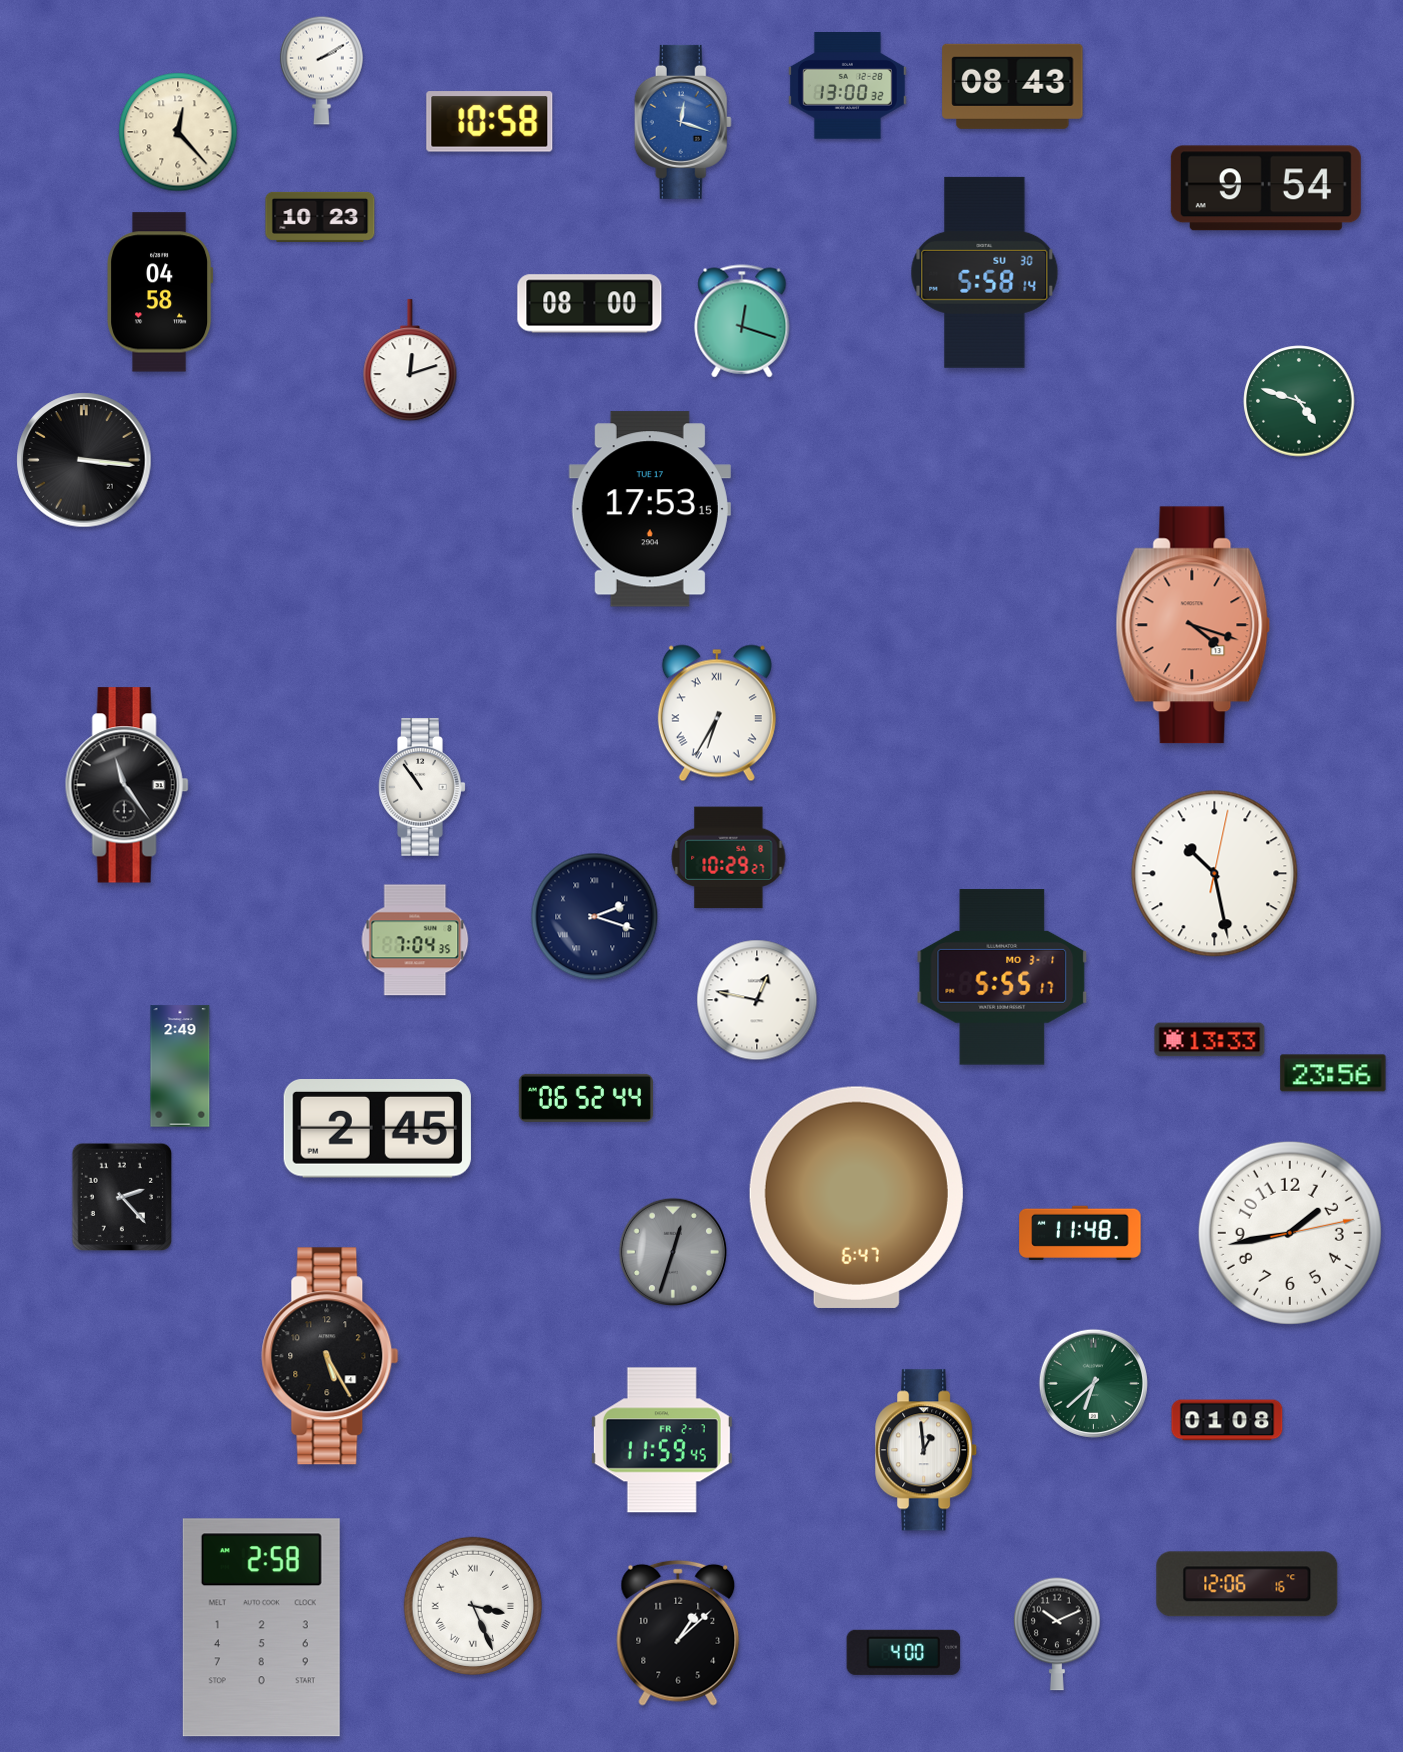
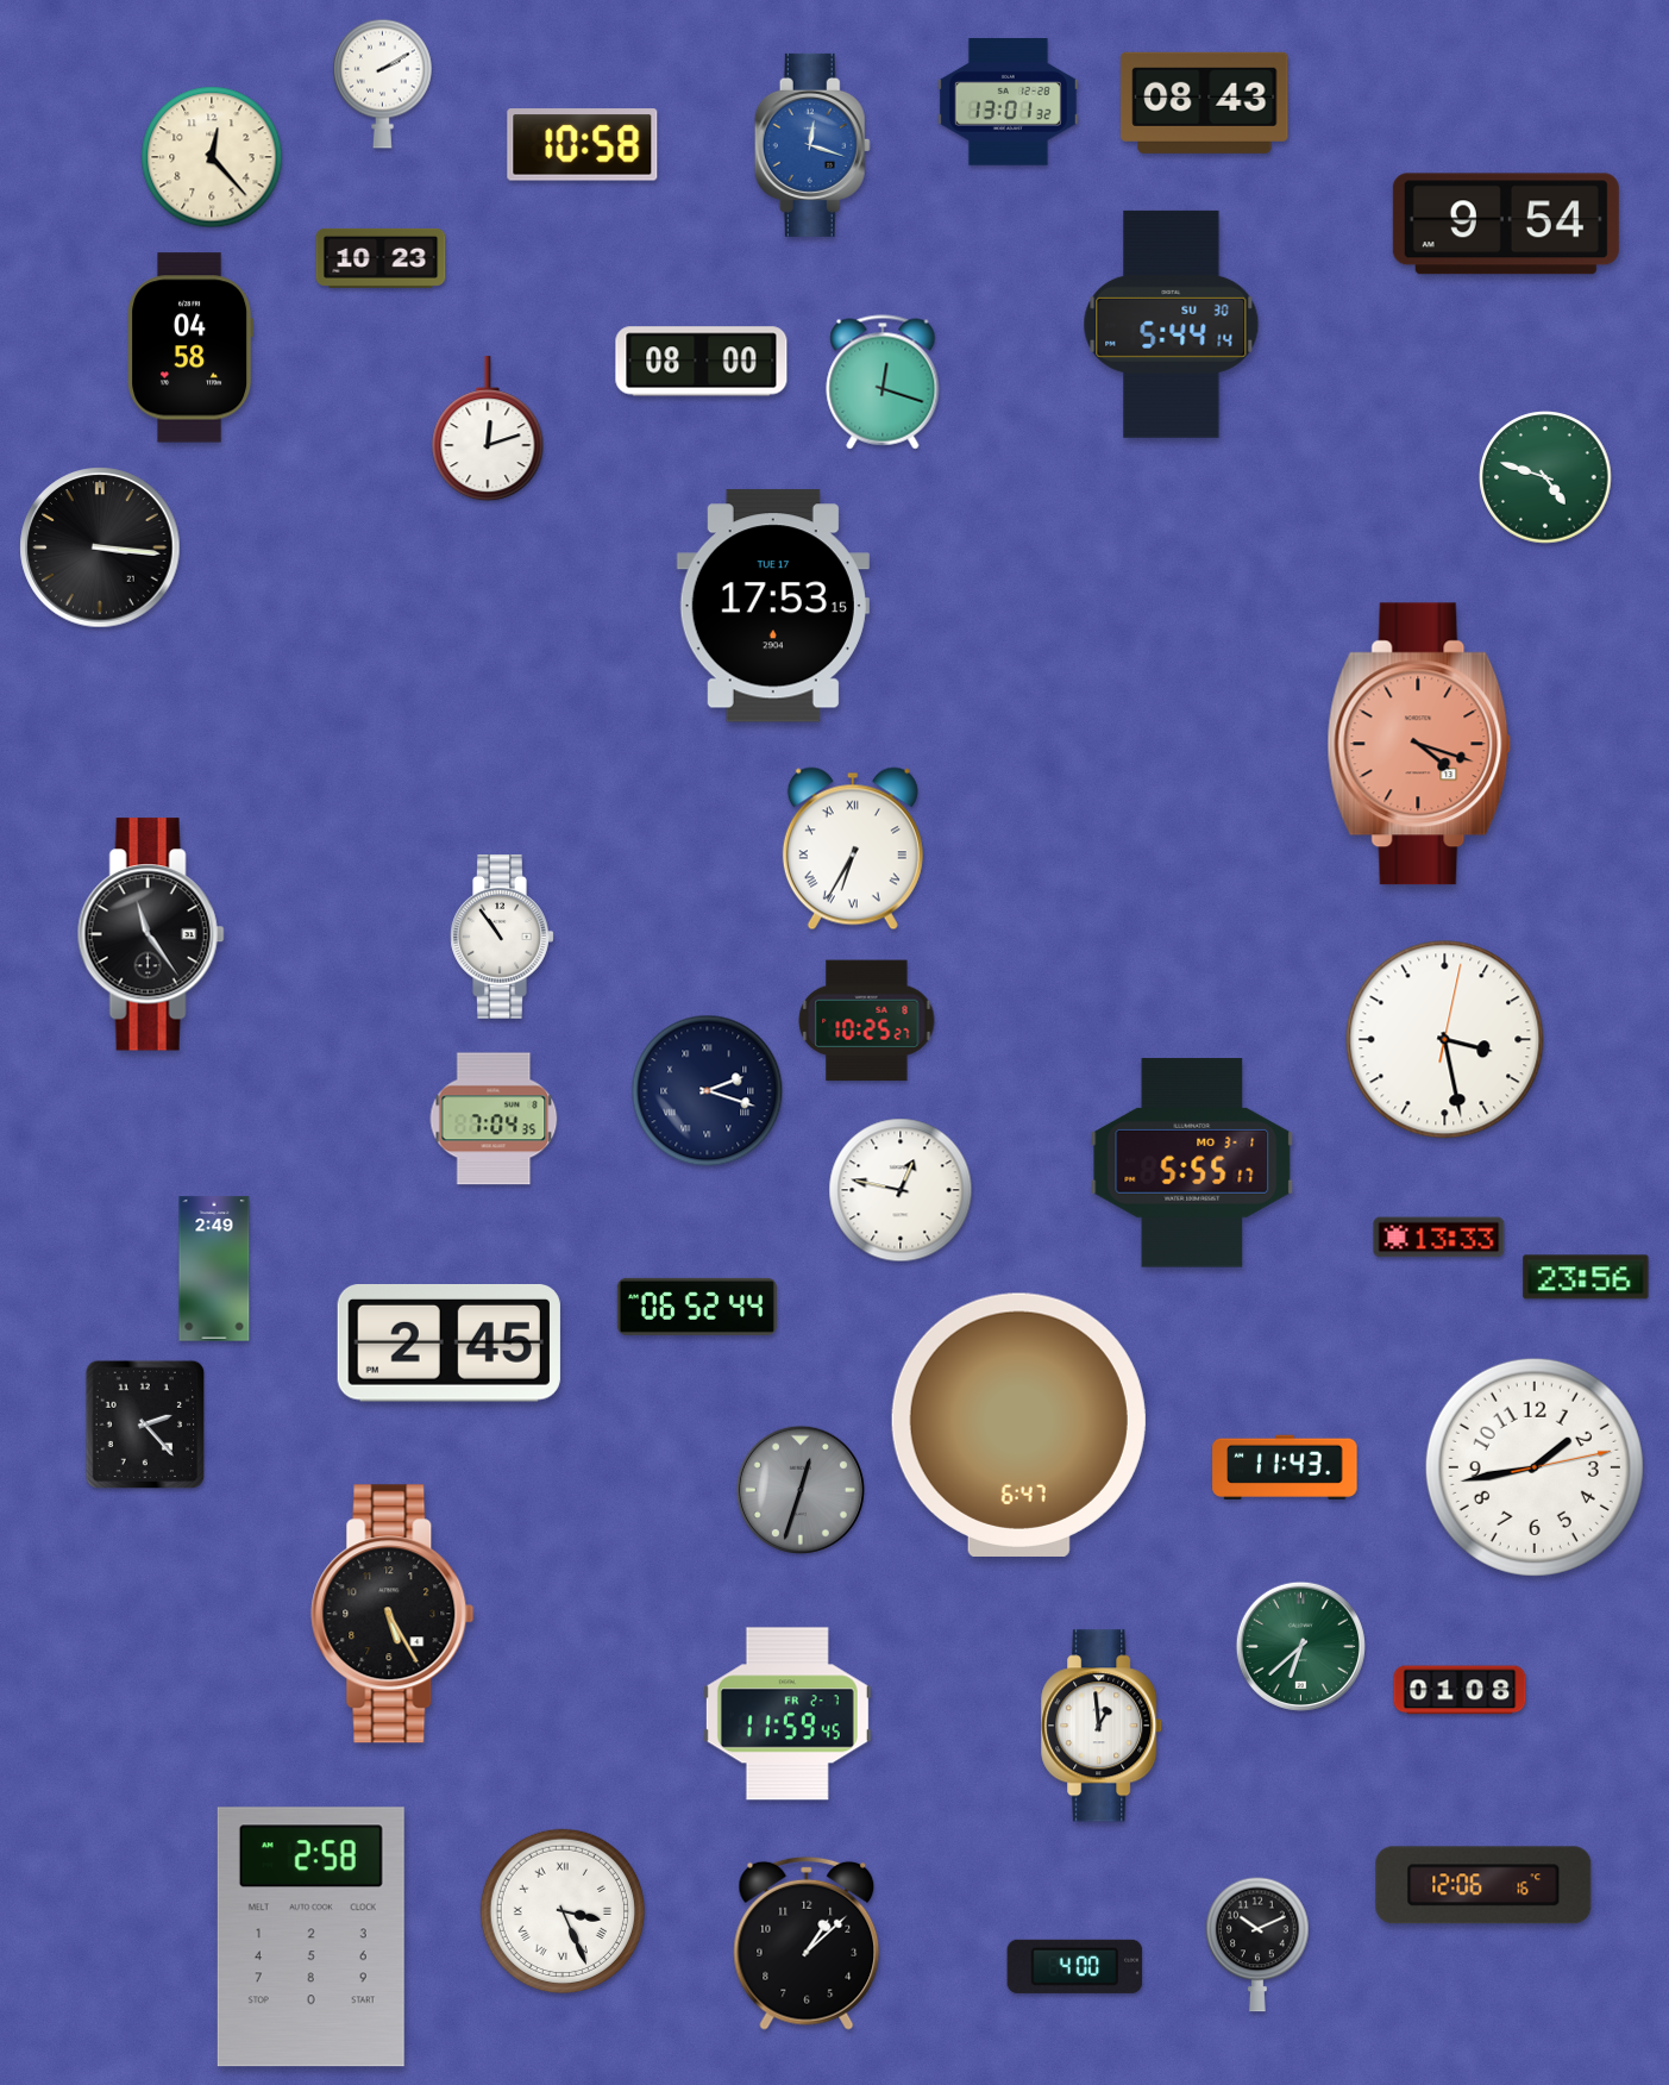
clock at (847, 86): 13:00 -> 13:01
clock at (985, 272): 5:58 -> 5:44
clock at (729, 858): 10:29 -> 10:25
clock at (1215, 874): 10:28 -> 3:28
clock at (1080, 1233): 11:48 -> 11:43
